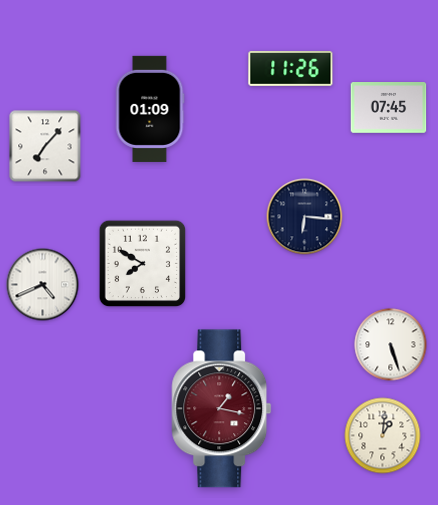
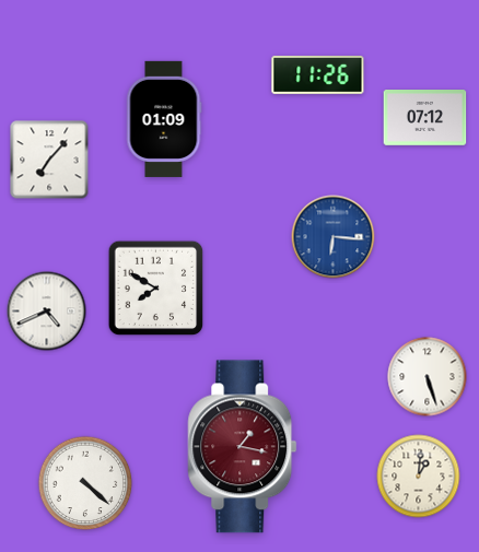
clock at (389, 108): 07:45 -> 07:12
clock at (305, 217) dial: navy -> blue
clock at (85, 483): none -> 4:22
